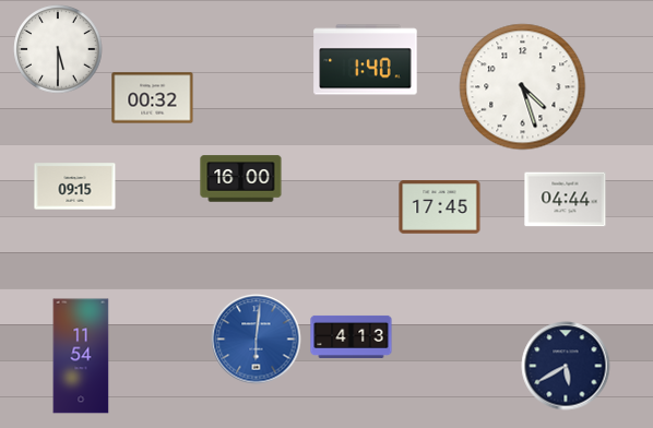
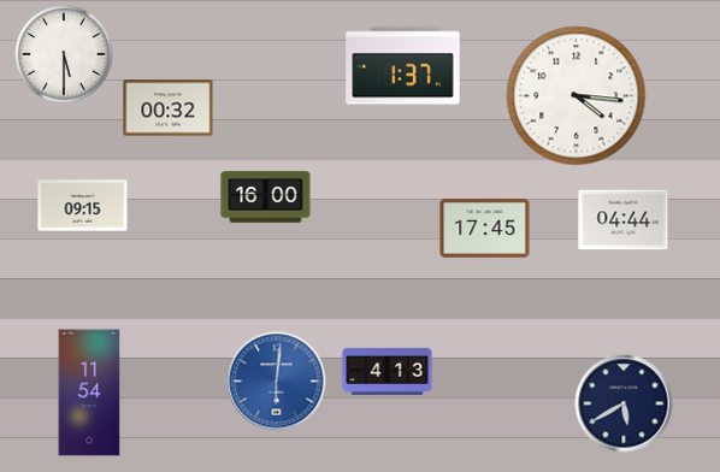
clock at (366, 60): 1:40 -> 1:37
clock at (523, 87): 4:27 -> 4:16
clock at (257, 340) position: (257, 340) -> (277, 382)
